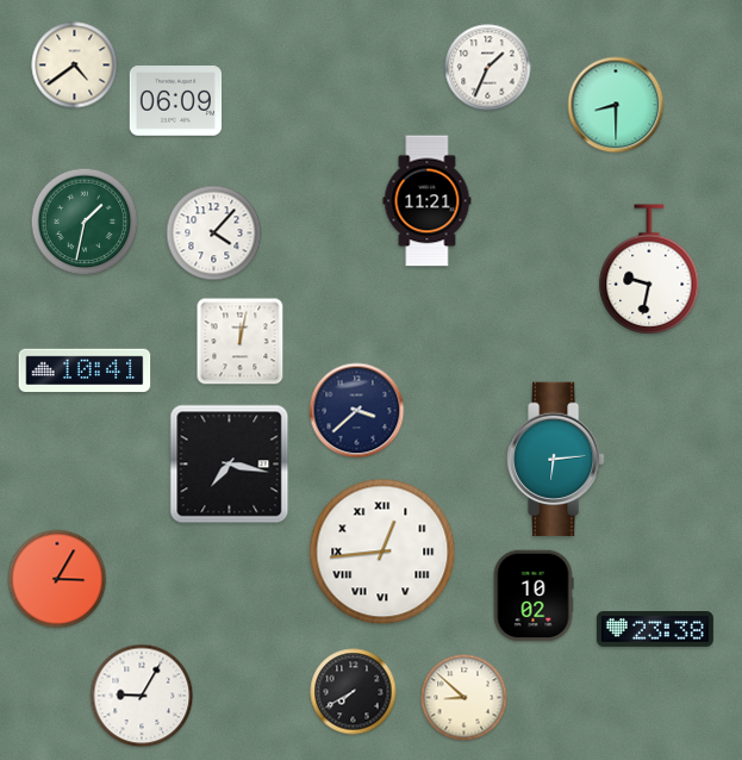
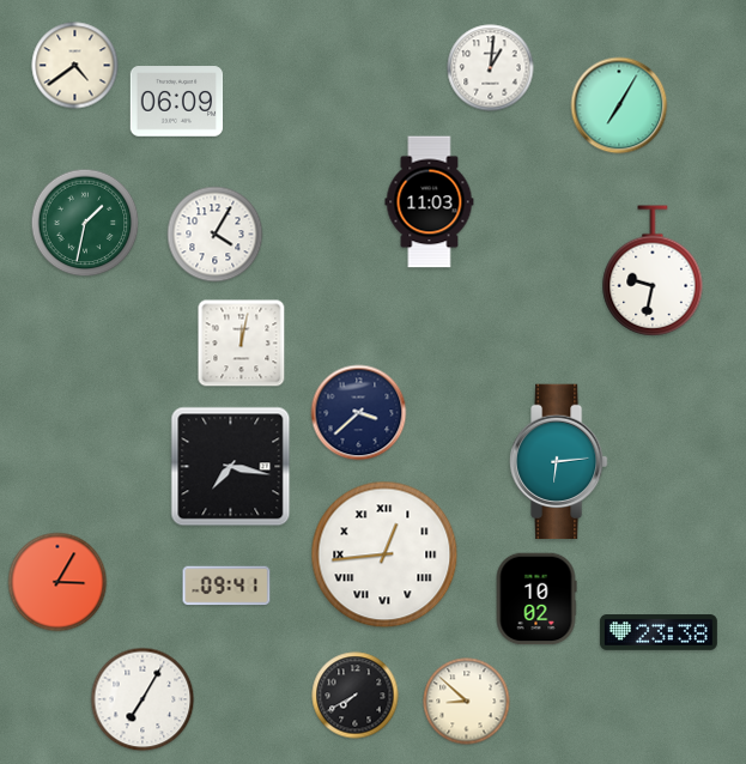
clock at (488, 68): 1:34 -> 1:01
clock at (616, 105): 8:30 -> 7:05
clock at (428, 201): 11:21 -> 11:03
clock at (214, 233): 4:07 -> 4:05
clock at (85, 370): 10:41 -> none
clock at (226, 586): none -> 09:41
clock at (142, 696): 9:05 -> 7:05
